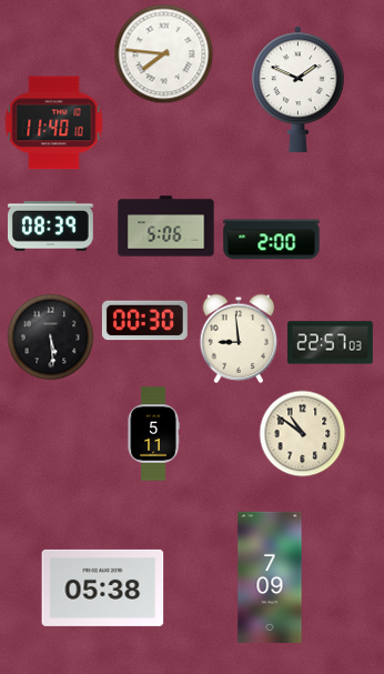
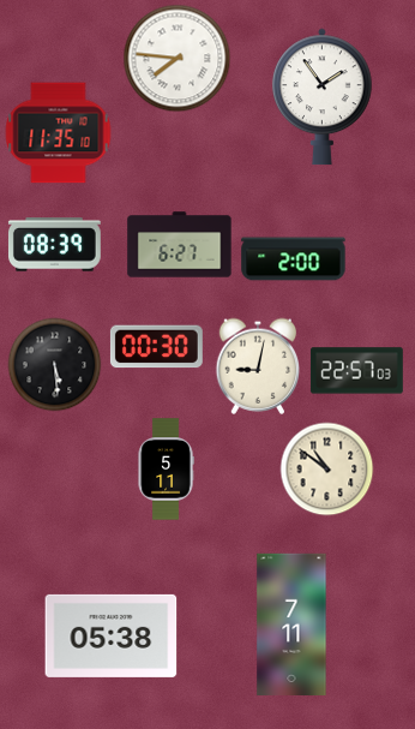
clock at (299, 90): 1:49 -> 1:54
clock at (53, 123): 11:40 -> 11:35
clock at (166, 227): 5:06 -> 6:27
clock at (239, 339): 8:59 -> 9:02
clock at (270, 576): 7:09 -> 7:11
